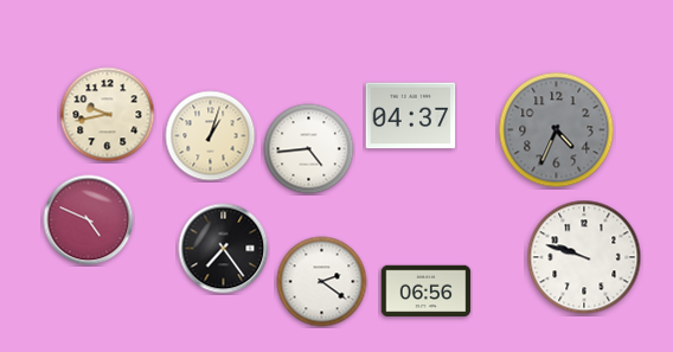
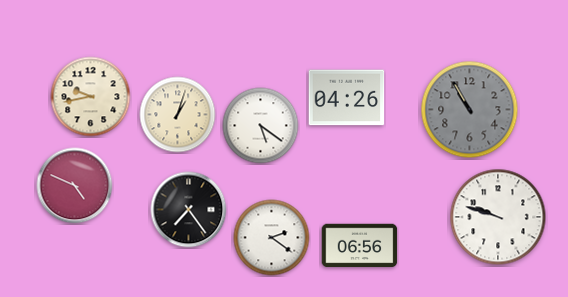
clock at (411, 116): 04:37 -> 04:26
clock at (557, 130): 4:34 -> 10:55
clock at (309, 149): 4:44 -> 5:21
clock at (584, 257) position: (584, 257) -> (498, 217)
